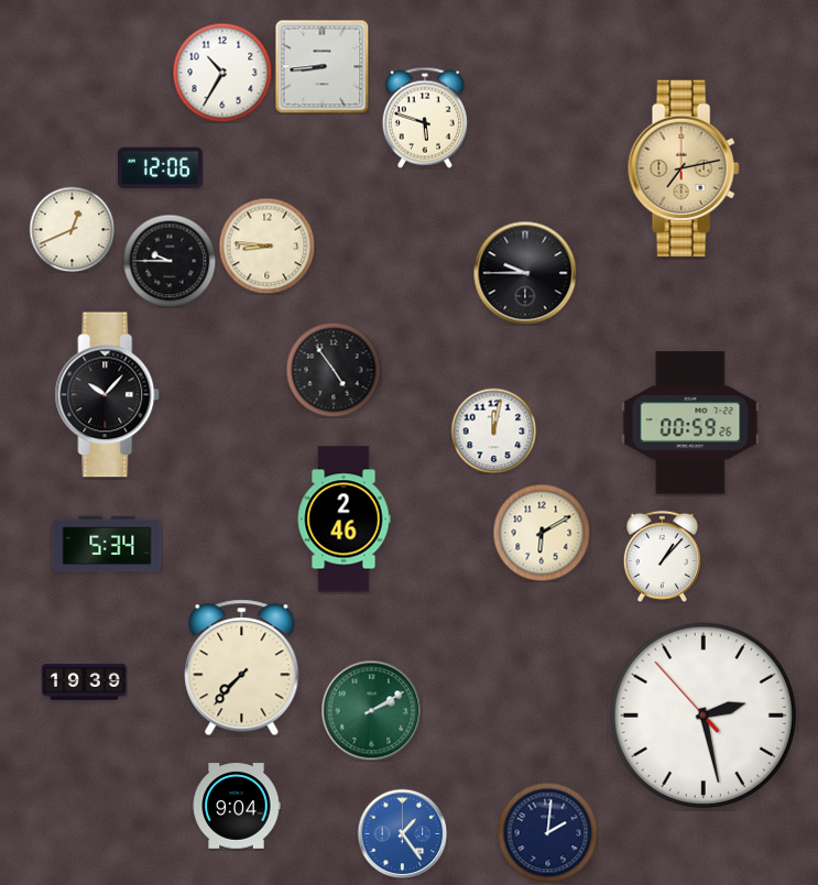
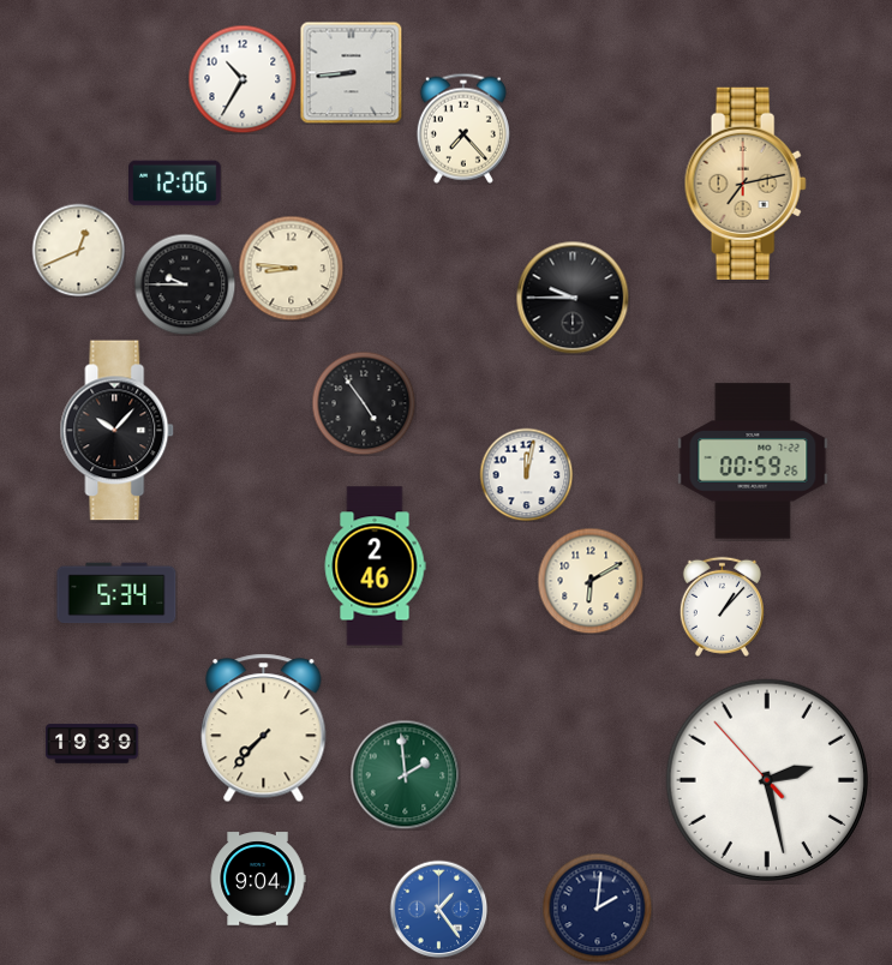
clock at (425, 118): 5:48 -> 7:23
clock at (493, 430) position: (493, 430) -> (526, 474)
clock at (371, 710): 2:10 -> 1:59
